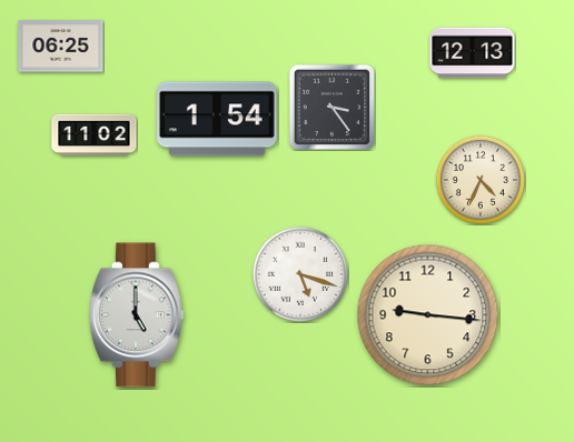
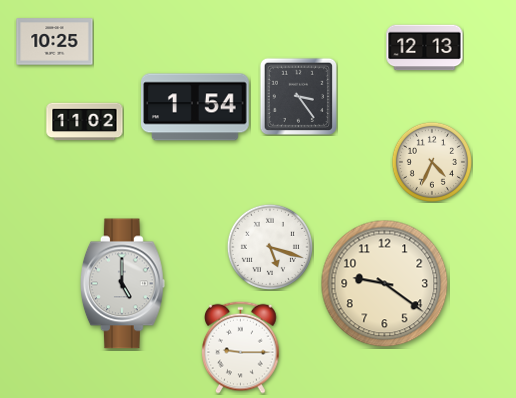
clock at (61, 47): 06:25 -> 10:25
clock at (428, 315): 9:16 -> 9:21
clock at (241, 347): none -> 9:15
